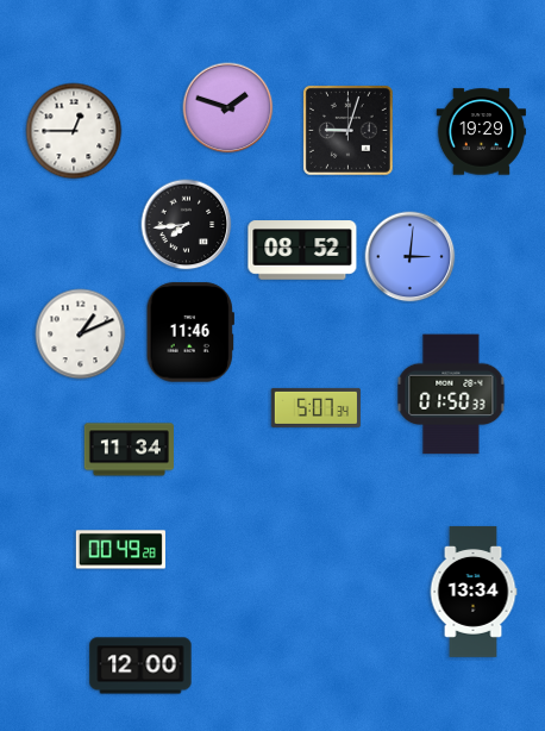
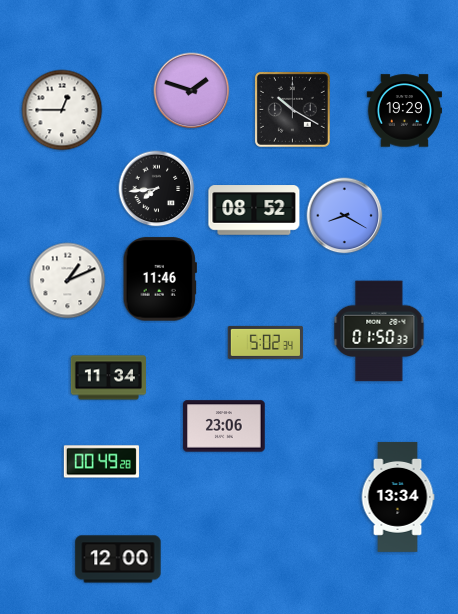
clock at (347, 130): 9:03 -> 10:20
clock at (411, 257): 3:01 -> 8:20
clock at (315, 407): 5:07 -> 5:02
clock at (224, 426): none -> 23:06
